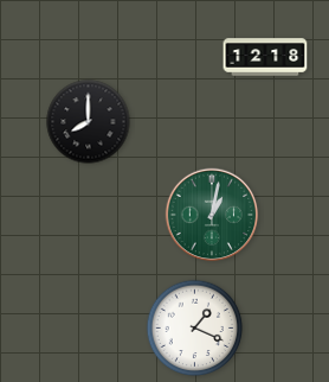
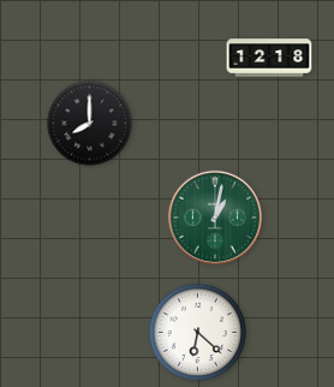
clock at (195, 329): 1:19 -> 6:22
